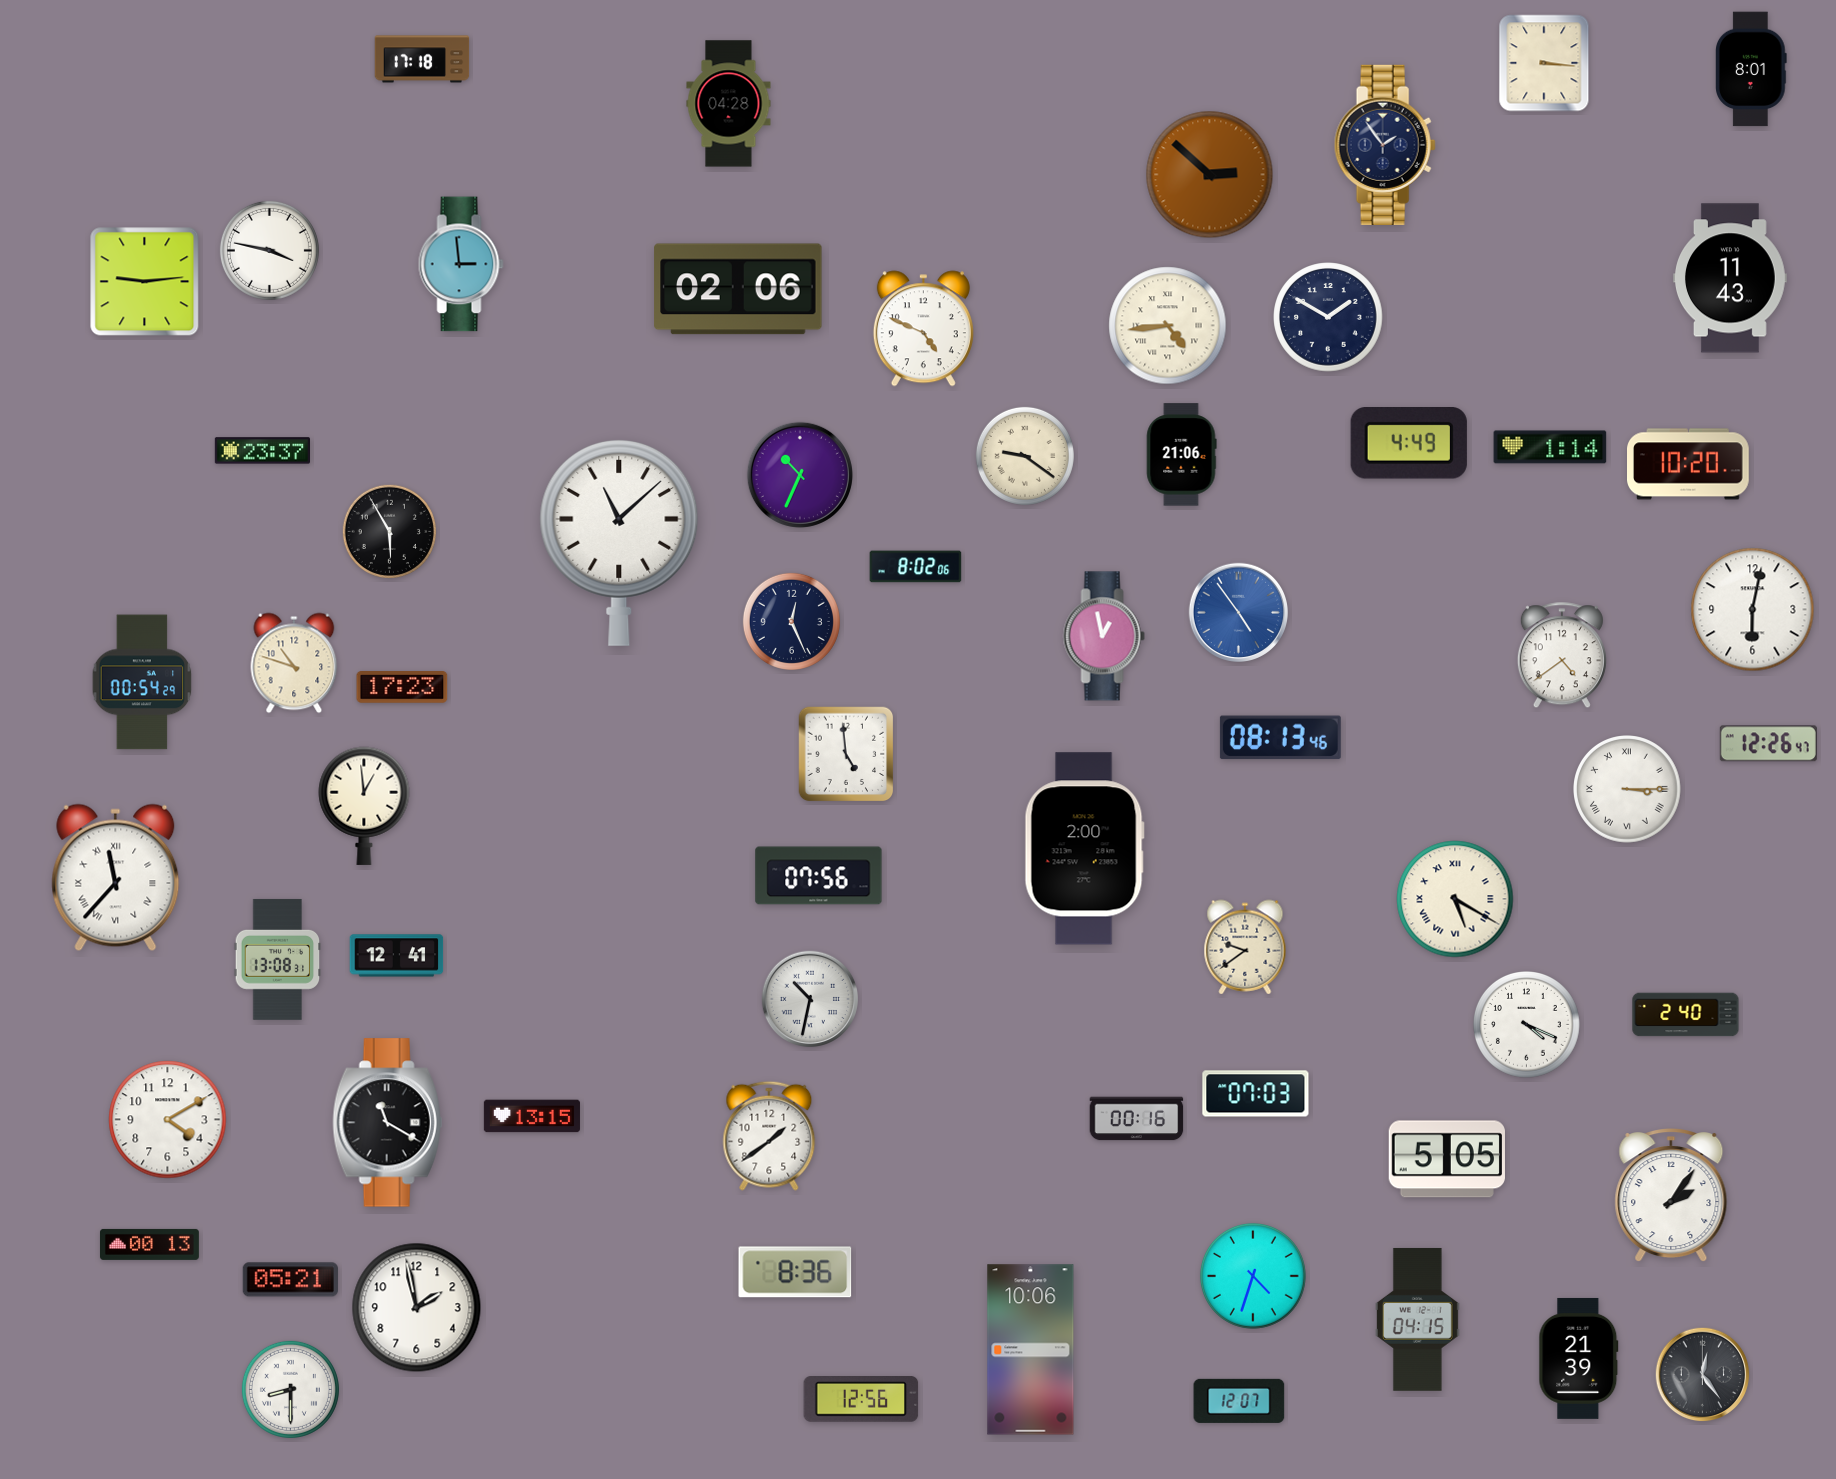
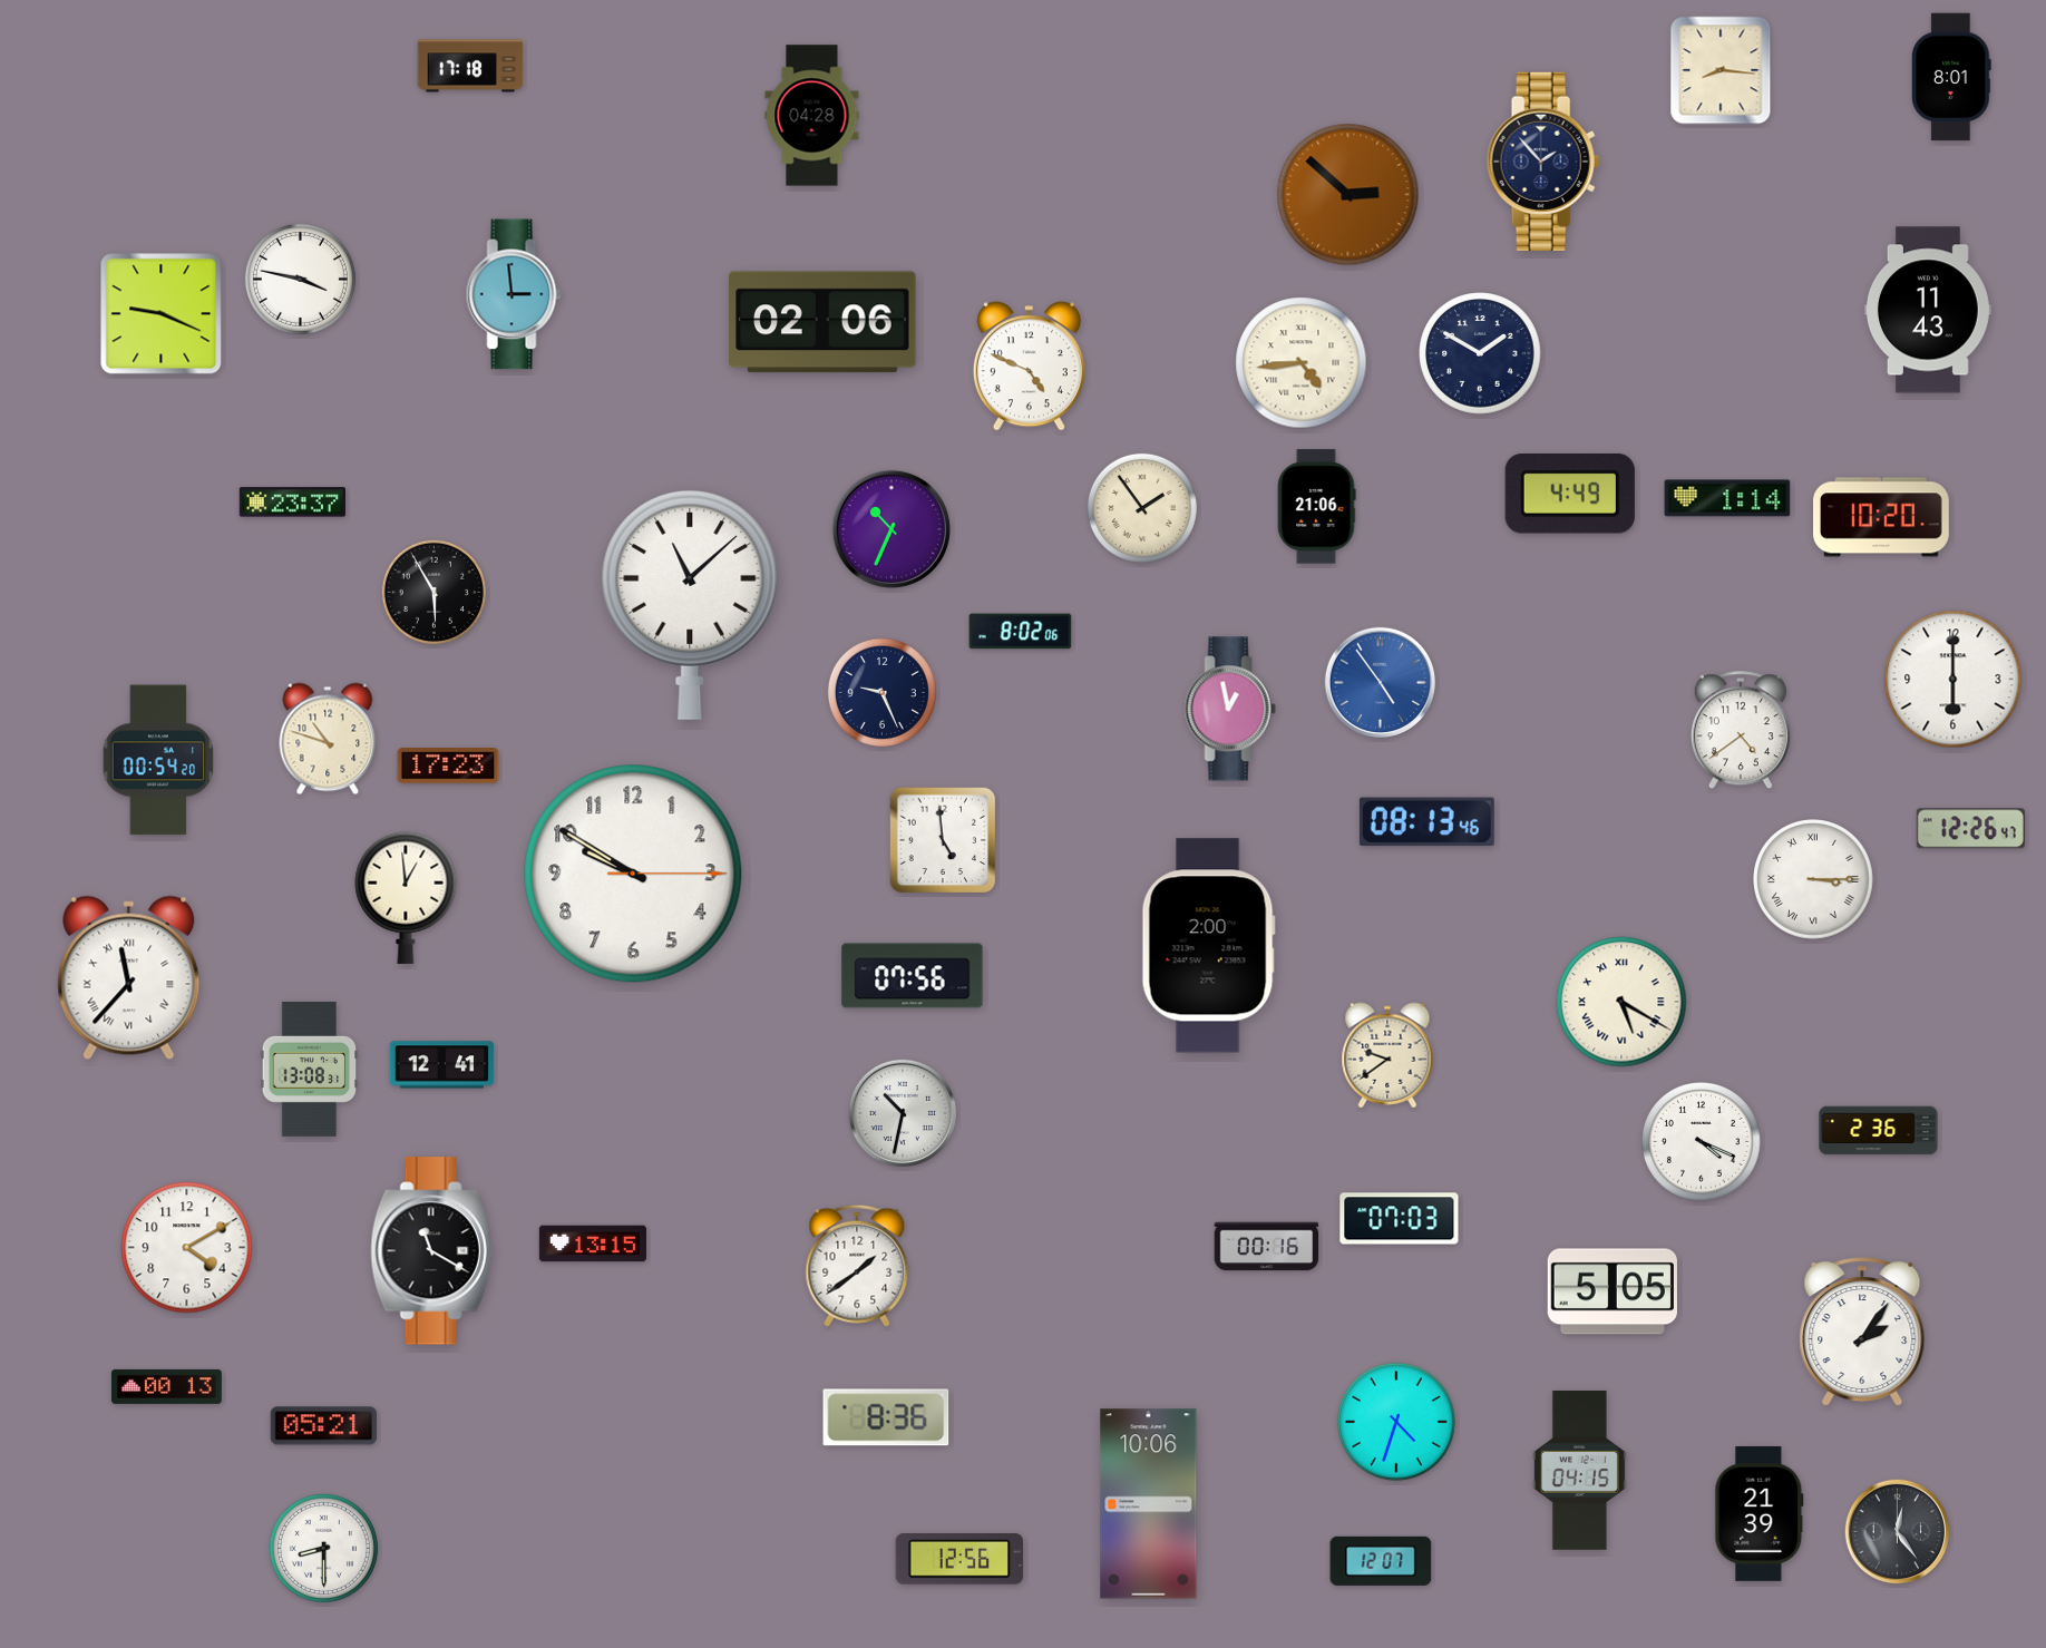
clock at (1544, 63): 3:16 -> 8:16
clock at (1385, 145): 1:54 -> 1:53
clock at (145, 282): 9:14 -> 9:19
clock at (1025, 456): 9:21 -> 1:54
clock at (1753, 610): 6:02 -> 6:00
clock at (791, 621): 12:26 -> 9:26
clock at (142, 682): 00:54:29 -> 00:54:20
clock at (633, 874): none -> 9:50
clock at (1686, 1015): 2:40 -> 2:36
clock at (417, 1308): 1:58 -> none
